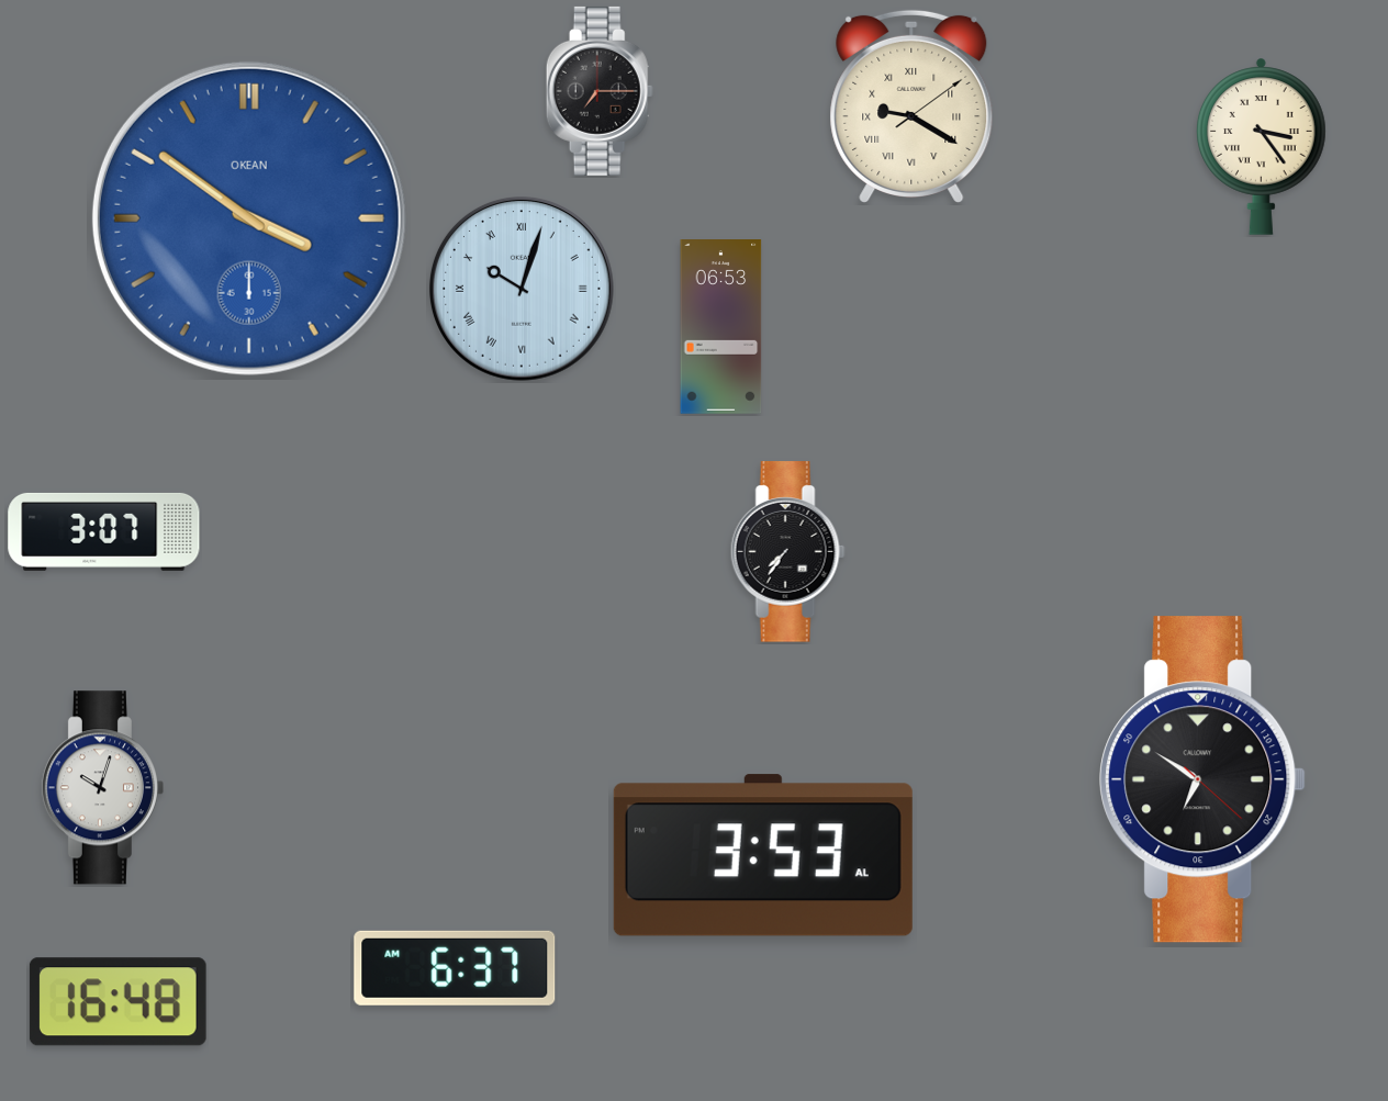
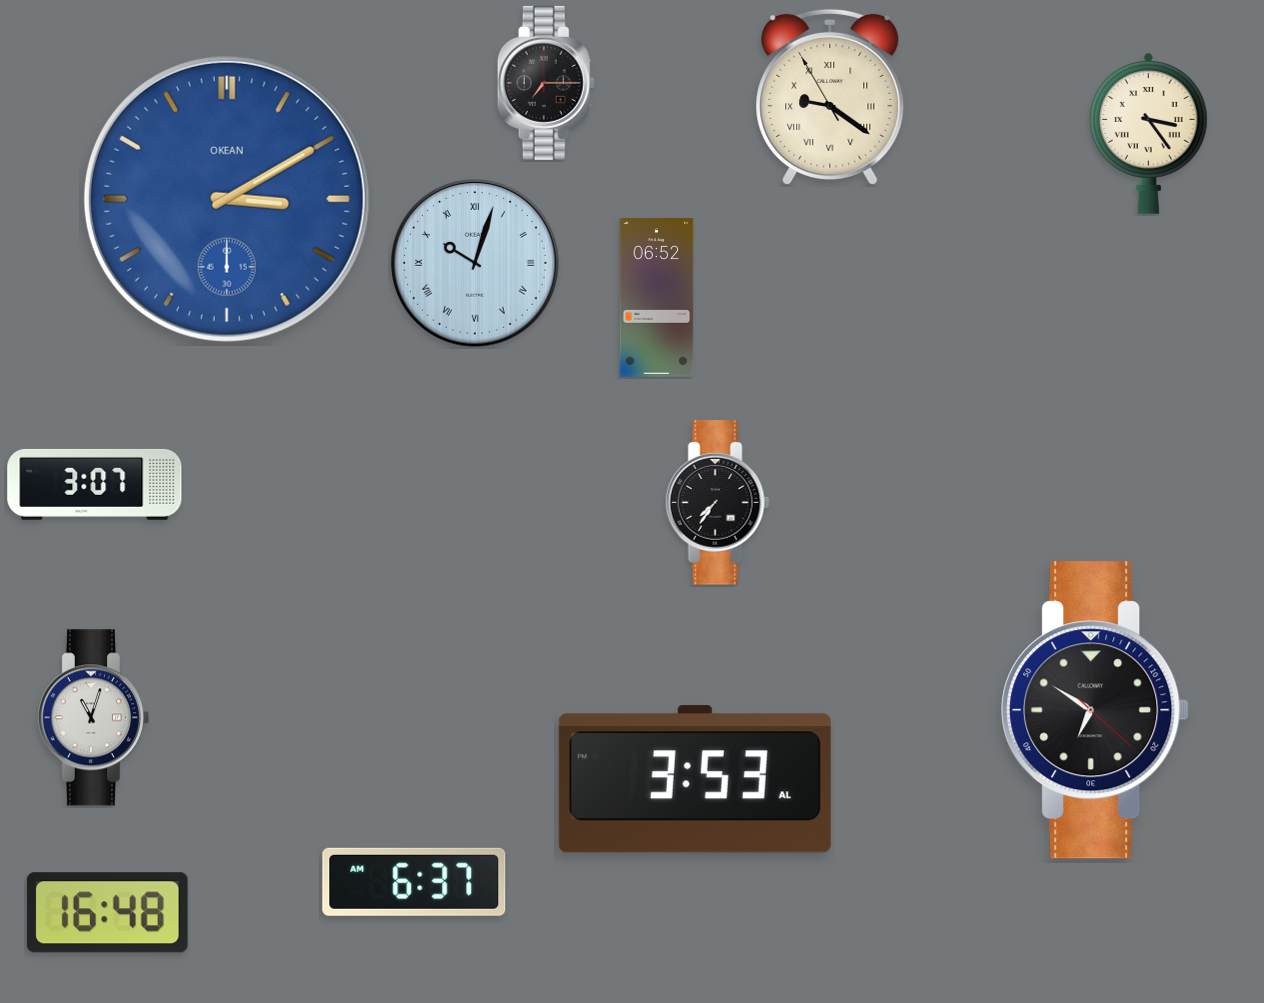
clock at (911, 105): 9:20:09 -> 9:20:55
clock at (249, 218): 3:51 -> 3:10
clock at (721, 327): 06:53 -> 06:52
clock at (102, 788): 10:03 -> 11:03
